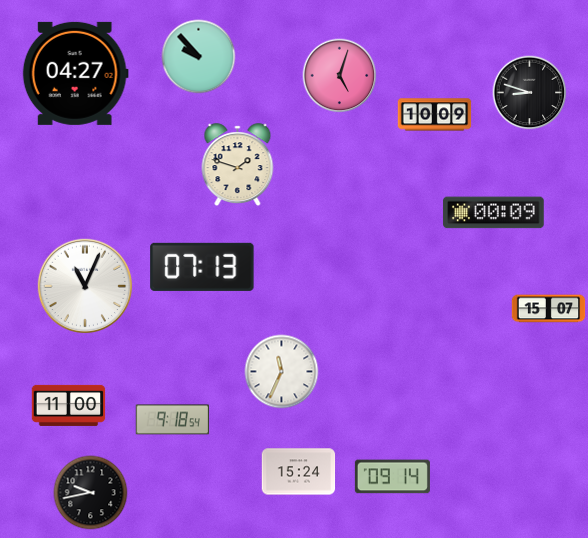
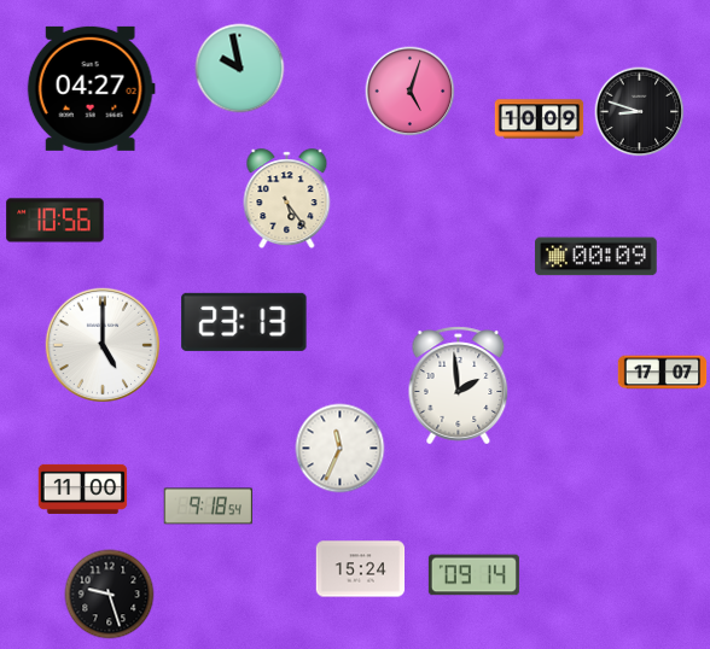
clock at (199, 57): 9:53 -> 9:58
clock at (435, 115) position: (435, 115) -> (540, 119)
clock at (238, 165): 1:48 -> 5:24
clock at (56, 221): none -> 10:56
clock at (202, 267): 07:13 -> 23:13
clock at (85, 286): 11:04 -> 5:00
clock at (549, 309): 15:07 -> 17:07
clock at (459, 386): none -> 1:59
clock at (91, 493): 9:43 -> 9:27
